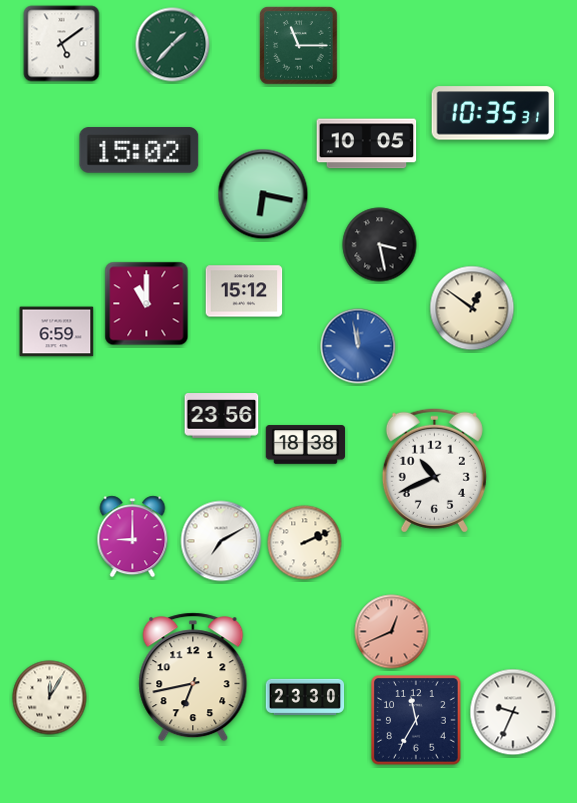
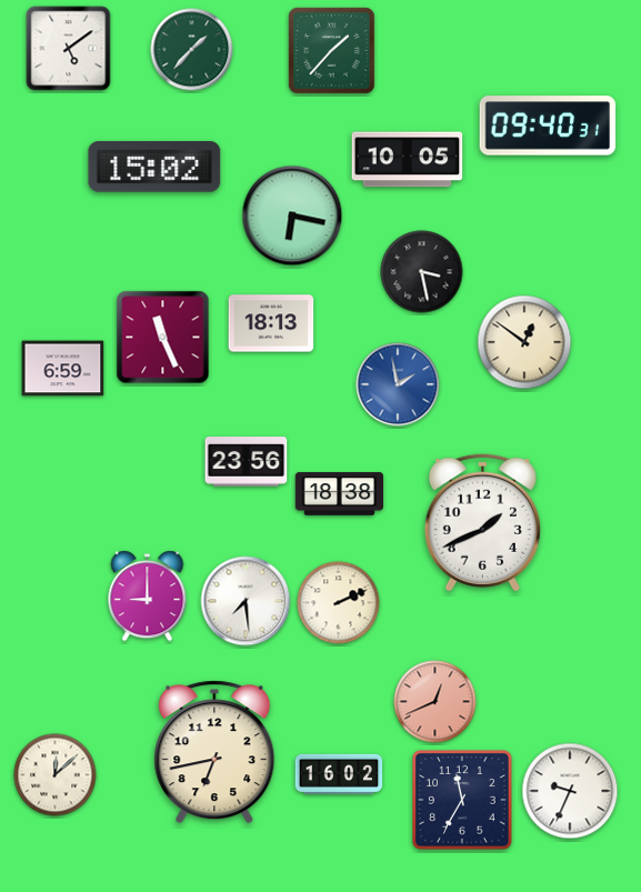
clock at (299, 46): 11:15 -> 1:37
clock at (493, 113): 10:35 -> 09:40
clock at (244, 291): 15:12 -> 18:13
clock at (147, 304): 11:00 -> 11:26
clock at (358, 346): 11:58 -> 1:58
clock at (434, 470): 10:41 -> 1:41
clock at (221, 541): 7:10 -> 7:29
clock at (305, 697): 23:30 -> 16:02
clock at (50, 698): 12:05 -> 12:08
